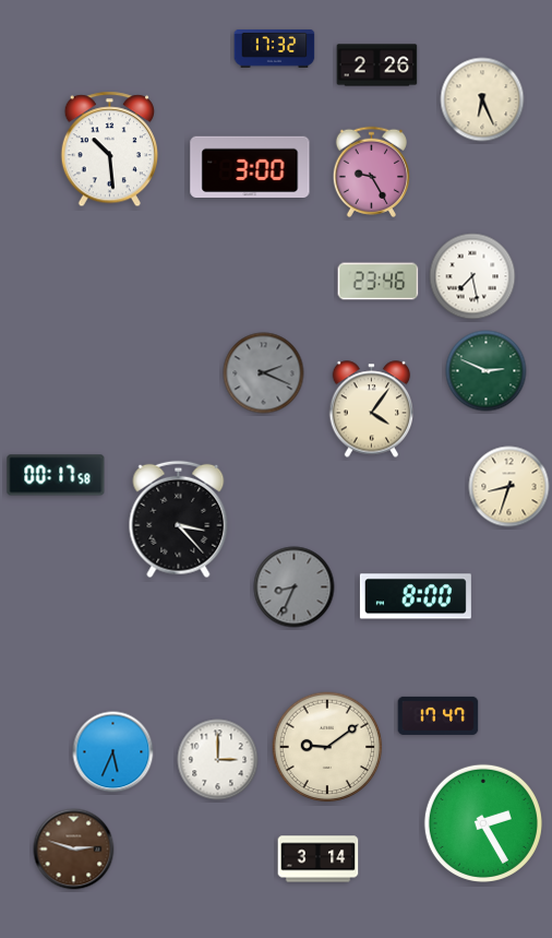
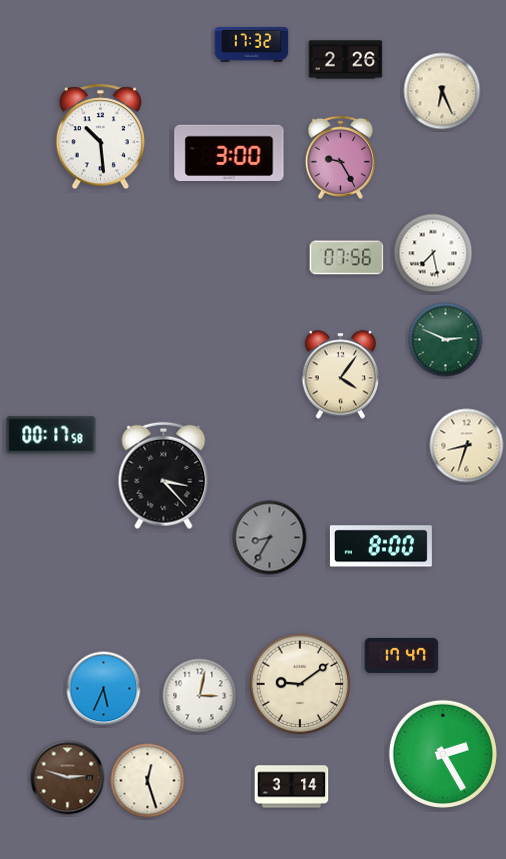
clock at (379, 282): 23:46 -> 07:56
clock at (264, 373): 2:19 -> none
clock at (295, 587): 8:34 -> 8:35
clock at (218, 760): 3:00 -> 3:02
clock at (148, 781): none -> 12:27
